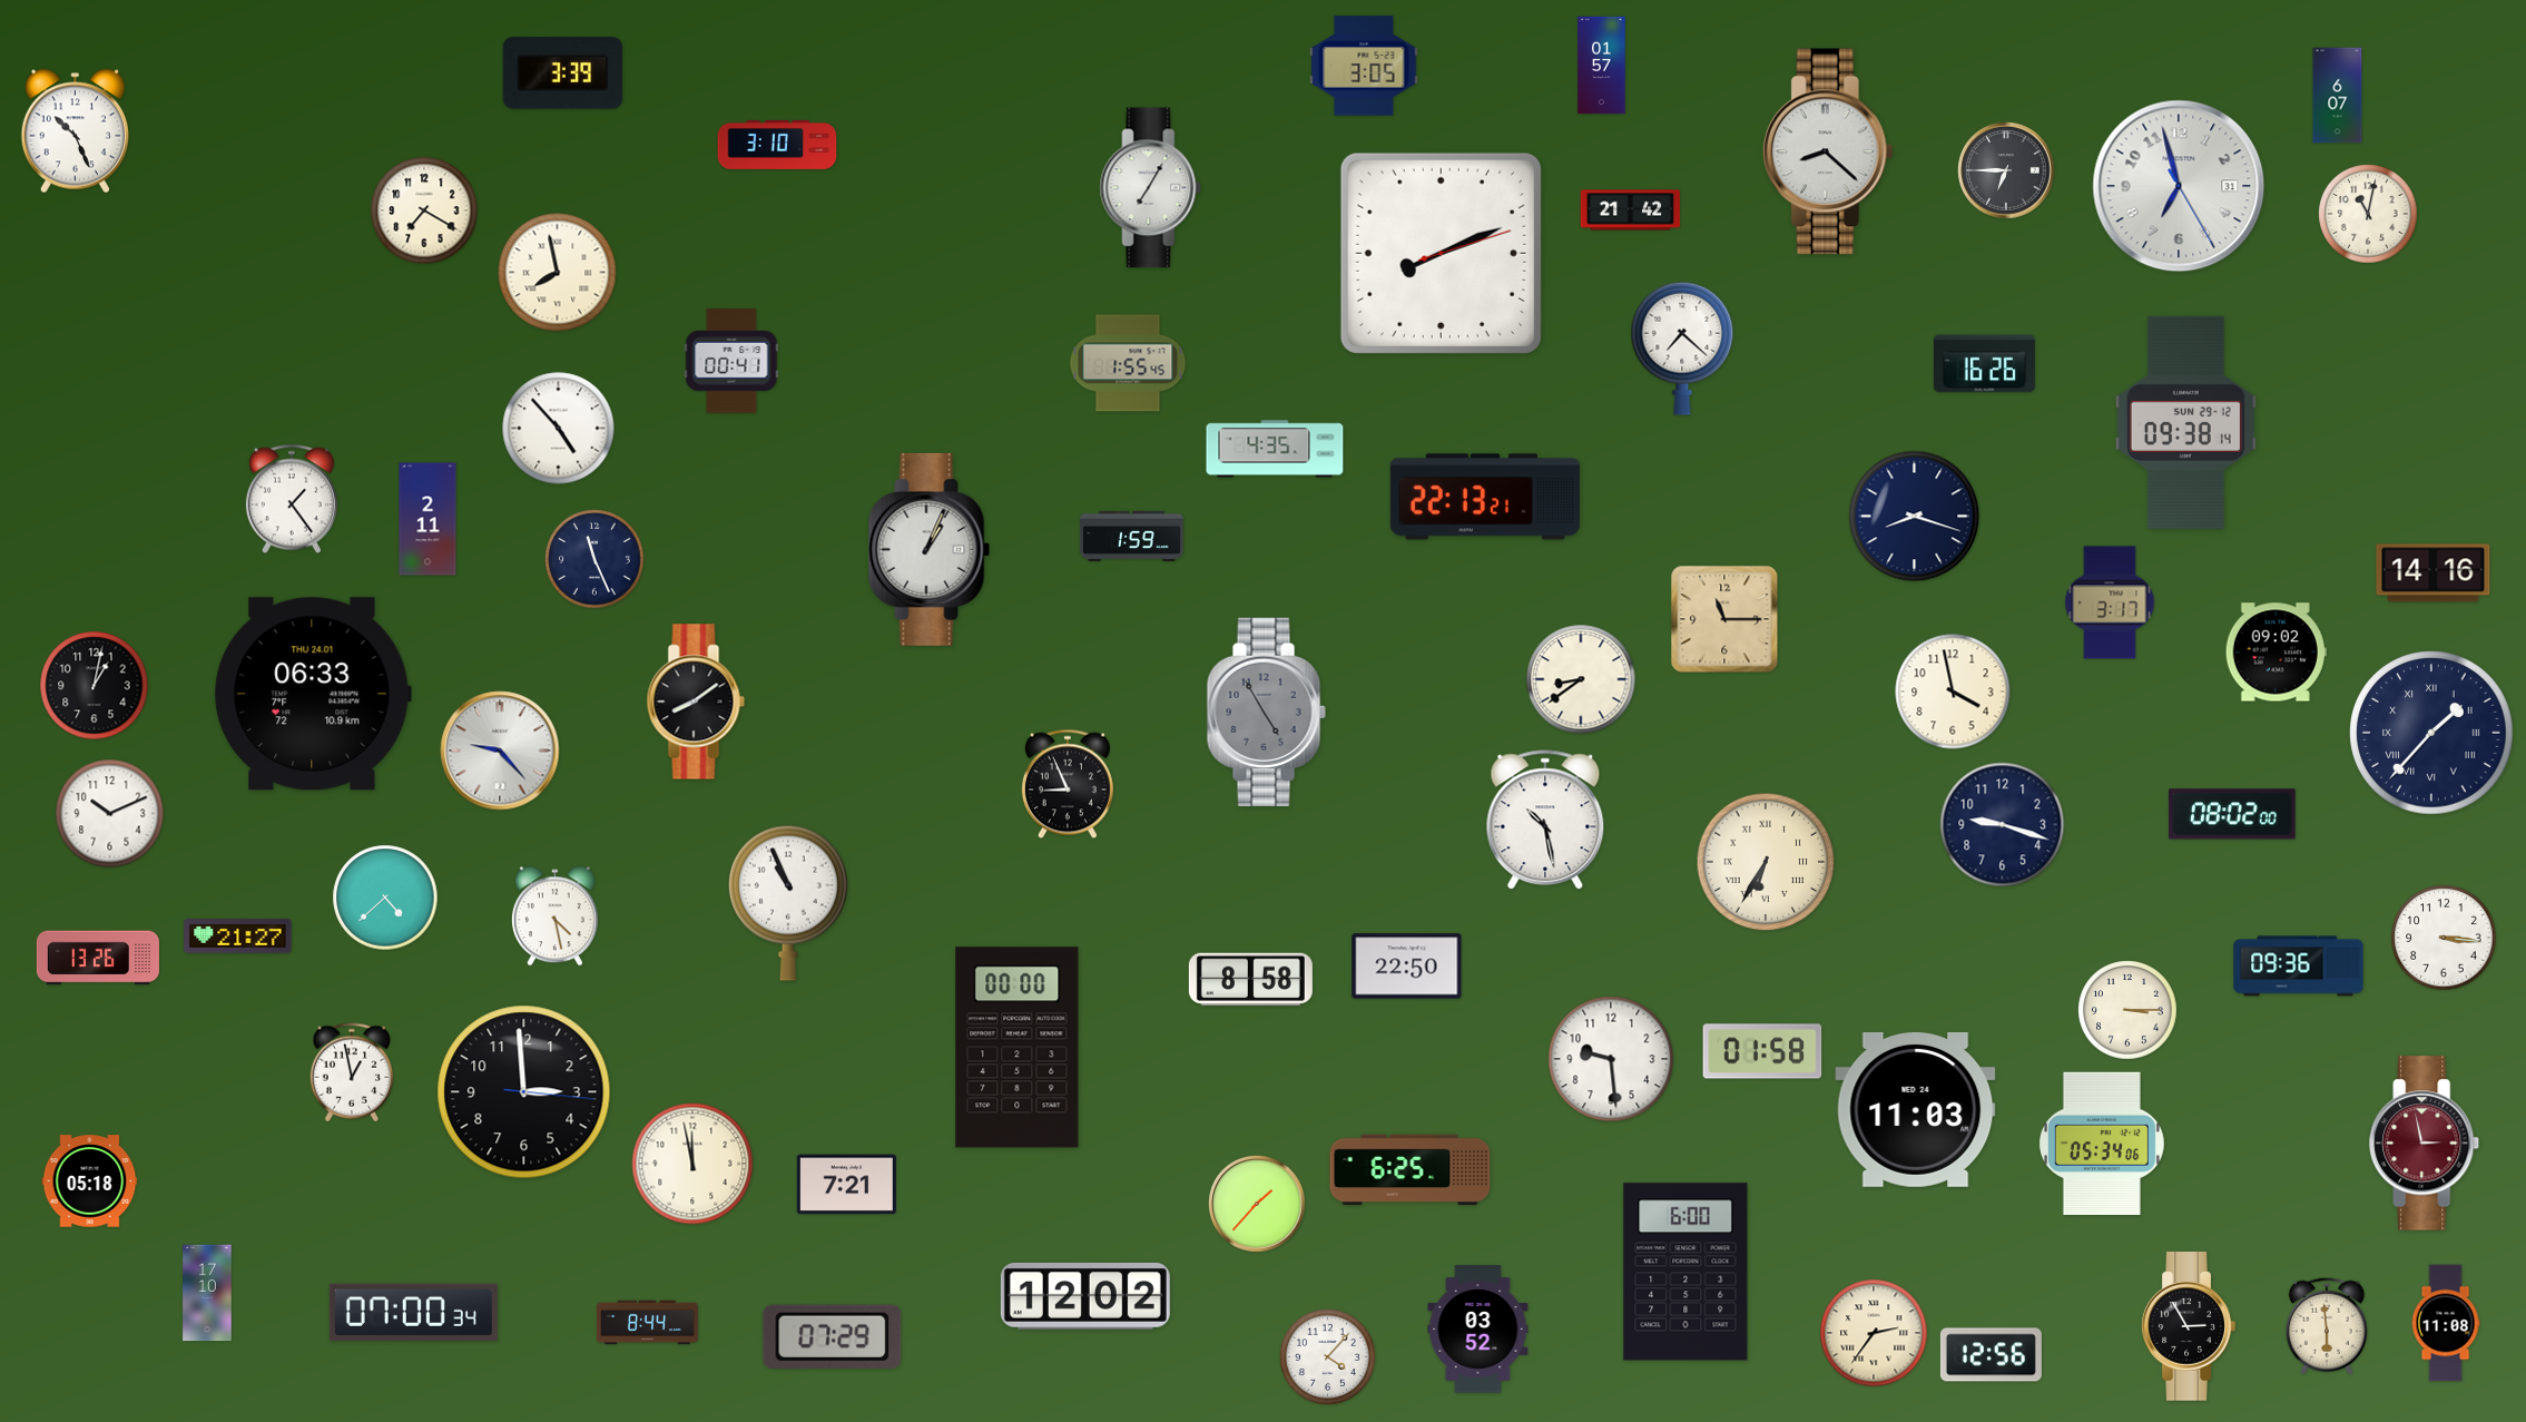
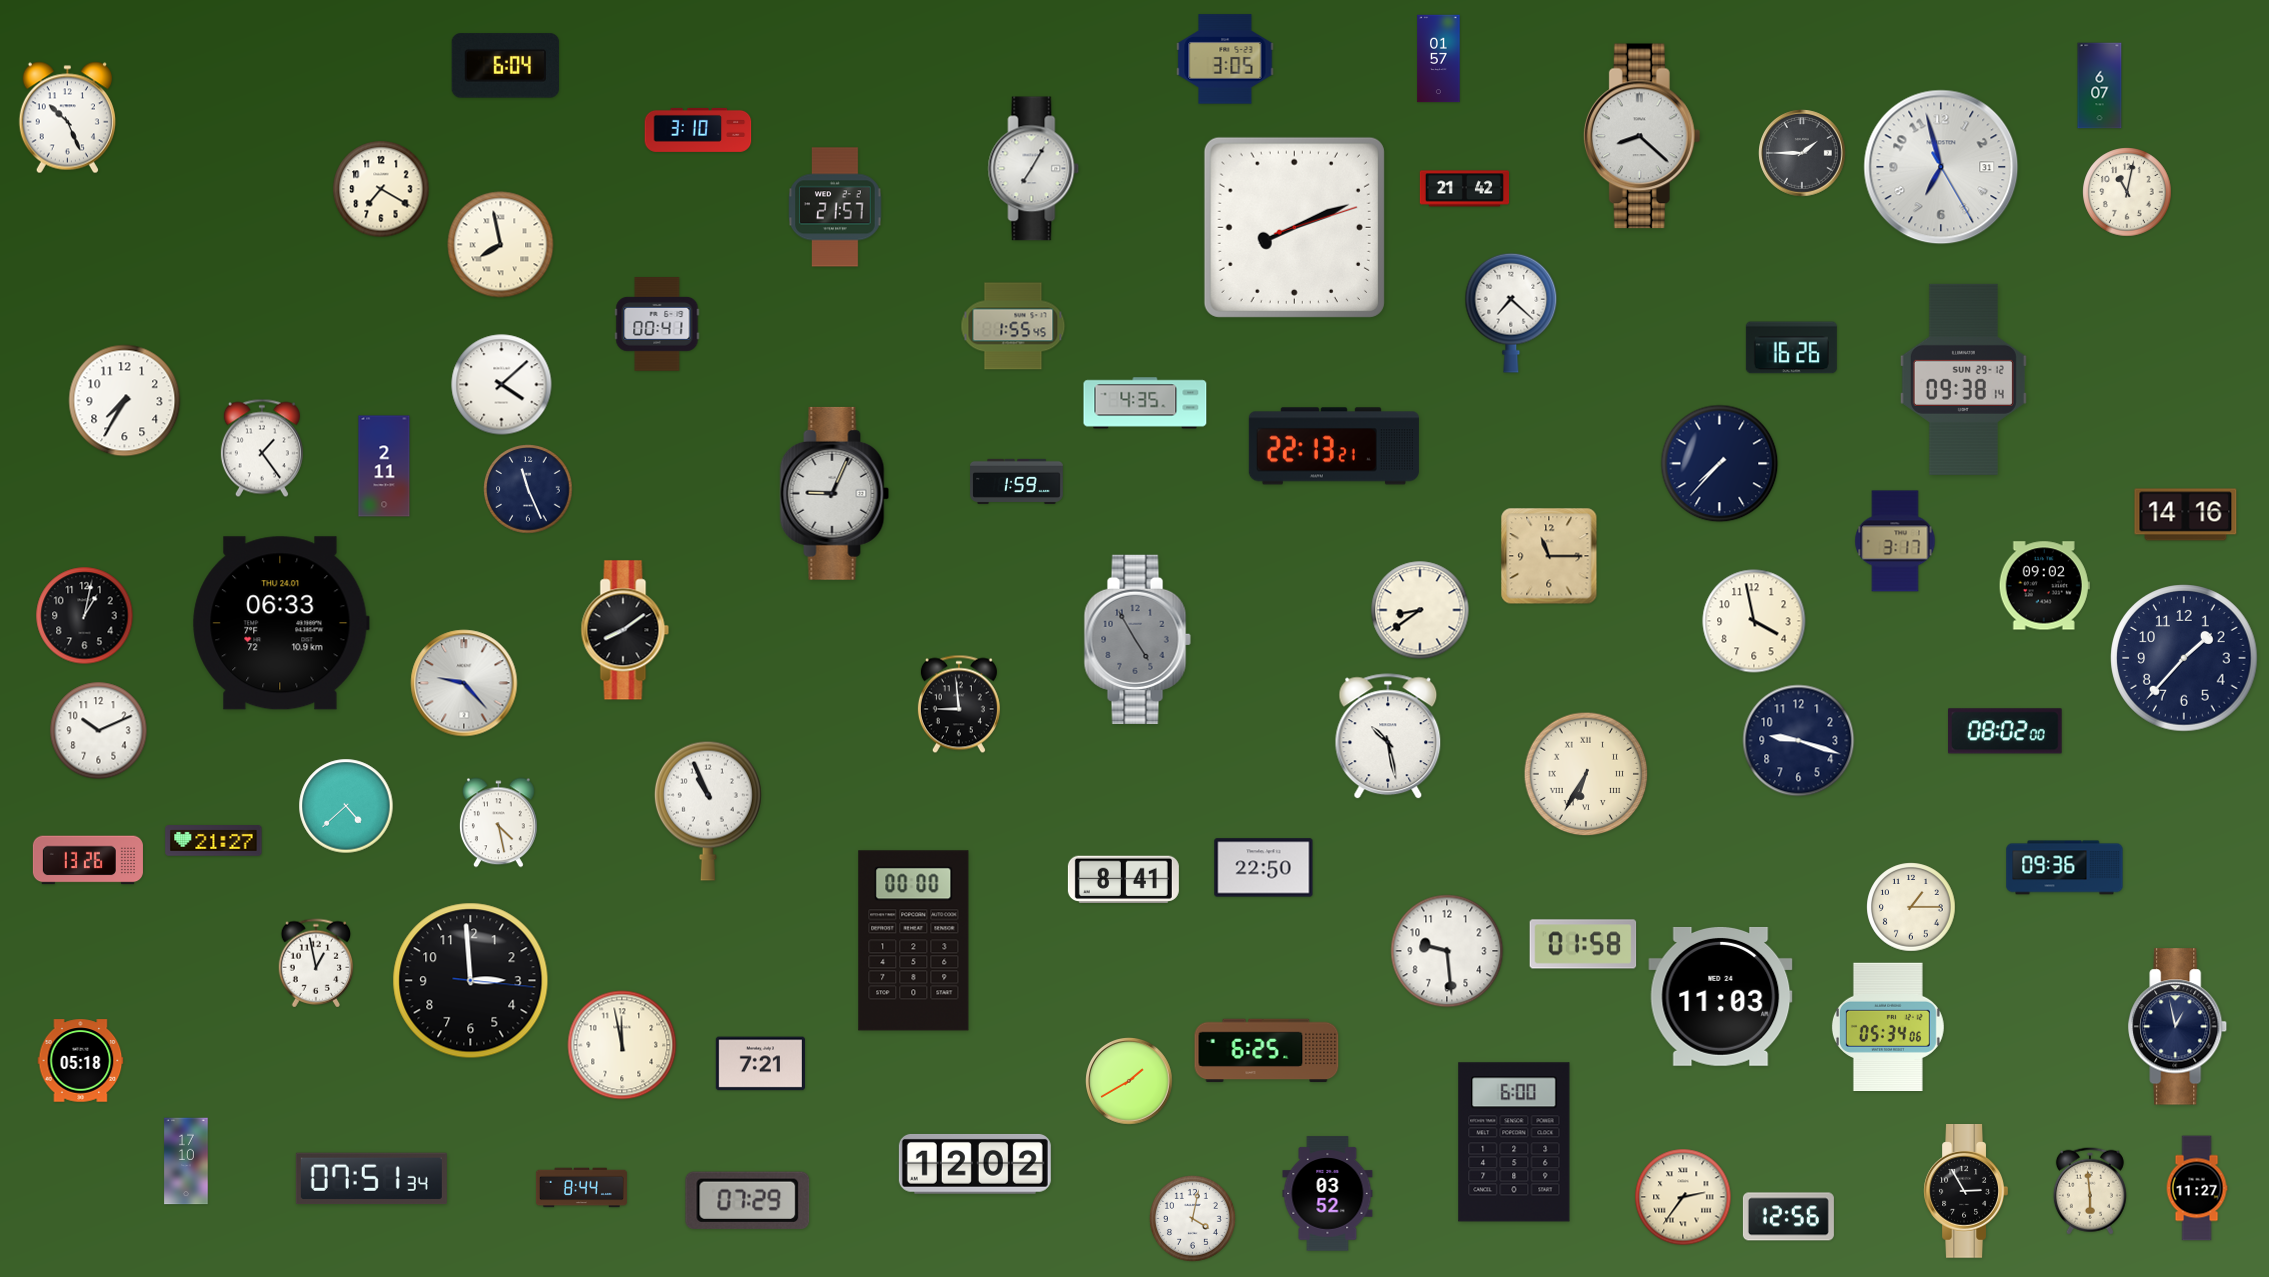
clock at (563, 73): 3:39 -> 6:04
clock at (2006, 170): 6:45 -> 1:45
clock at (2179, 186) position: (2179, 186) -> (1941, 167)
clock at (835, 207): none -> 21:57
clock at (1984, 364) position: (1984, 364) -> (1791, 348)
clock at (559, 429): 4:53 -> 4:08
clock at (125, 401): none -> 7:35
clock at (1915, 517): 8:18 -> 7:37
clock at (930, 549): 1:04 -> 9:04
clock at (594, 559) position: (594, 559) -> (528, 489)
clock at (2431, 733) numerals: Roman -> Arabic
clock at (500, 751) position: (500, 751) -> (464, 683)
clock at (1068, 784): 8:56 -> 8:59
clock at (2444, 938): 3:16 -> none
clock at (1250, 979): 8:58 -> 8:41
clock at (2127, 1010): 3:15 -> 1:15
clock at (2425, 1144): 2:58 -> 12:58
clock at (2425, 1144) dial: burgundy -> navy
clock at (1257, 1204): 1:37 -> 1:40
clock at (413, 1313): 07:00 -> 07:51
clock at (2446, 1323): 11:08 -> 11:27
clock at (1328, 1357): 4:07 -> 4:02
